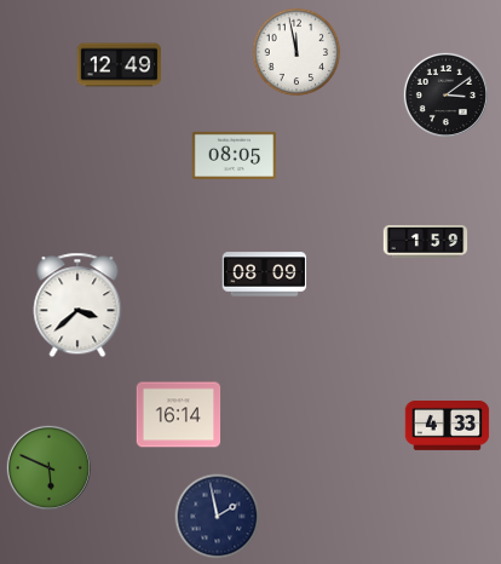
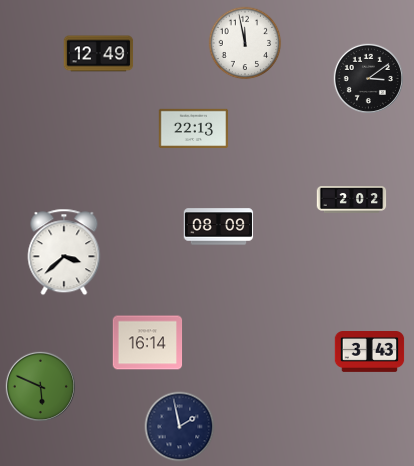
clock at (235, 156): 08:05 -> 22:13
clock at (426, 242): 1:59 -> 2:02
clock at (448, 426): 4:33 -> 3:43
